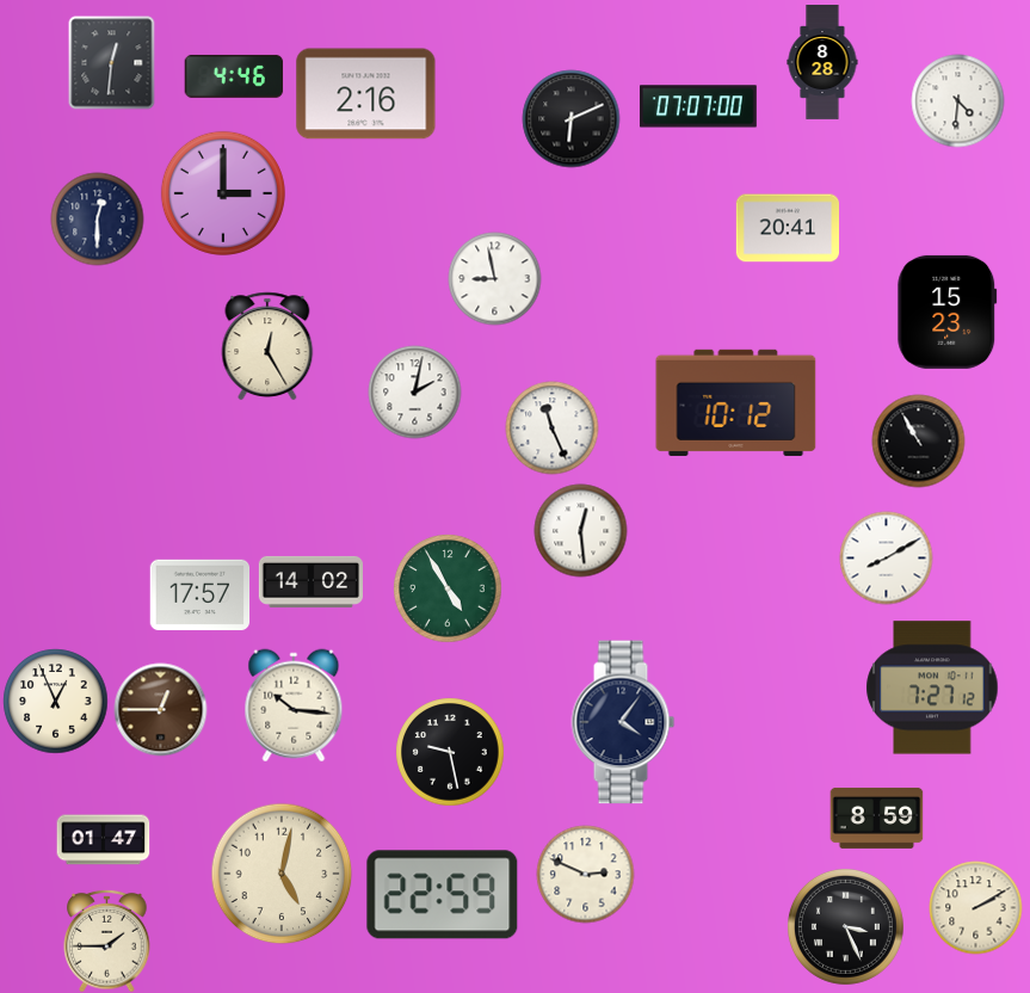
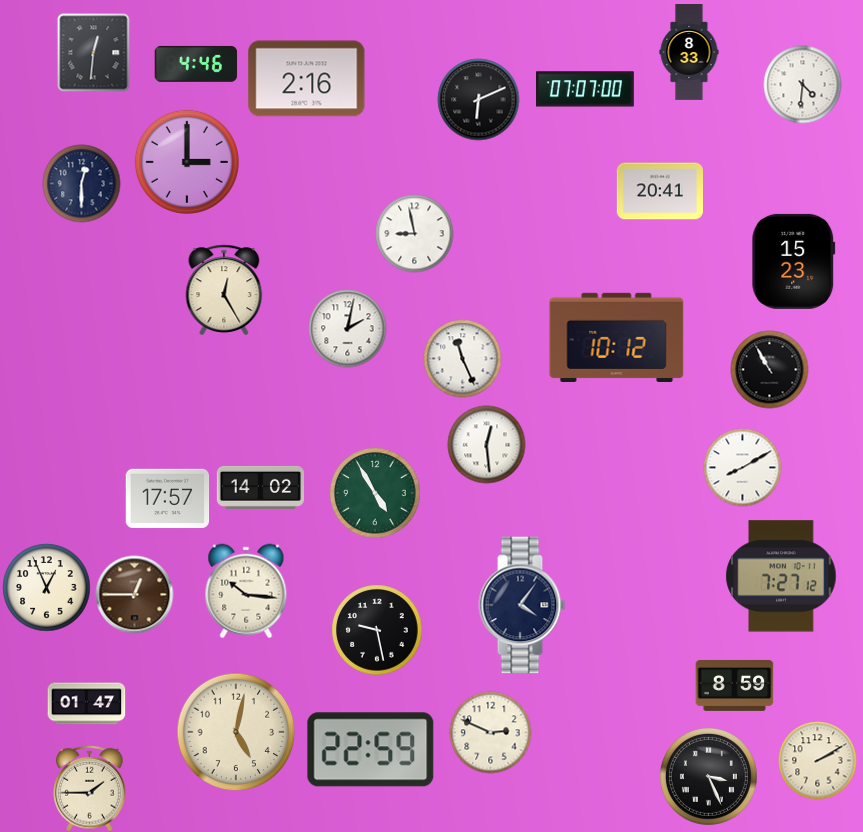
clock at (822, 63): 8:28 -> 8:33
